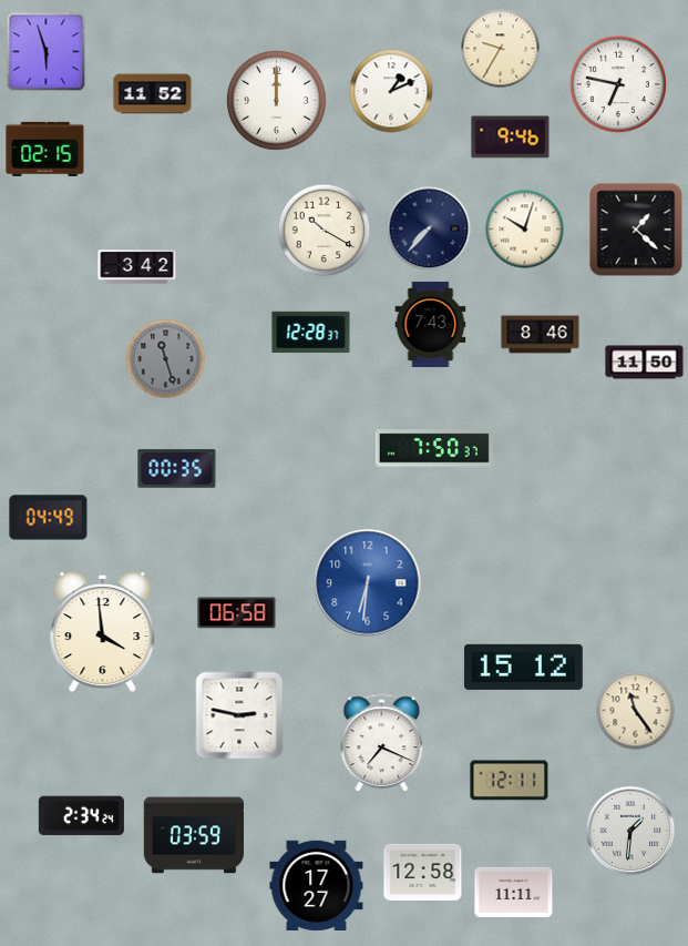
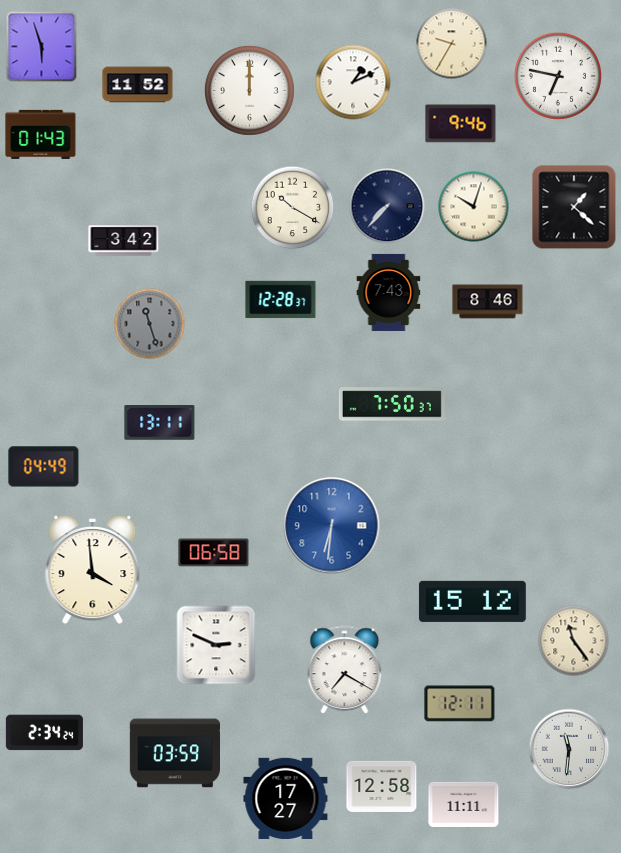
clock at (45, 149): 02:15 -> 01:43
clock at (645, 363): 11:50 -> none
clock at (177, 469): 00:35 -> 13:11
clock at (239, 715): 2:47 -> 2:49
clock at (382, 742): 7:19 -> 7:20
clock at (81, 816) position: (81, 816) -> (44, 733)
clock at (630, 831): 1:31 -> 11:31
